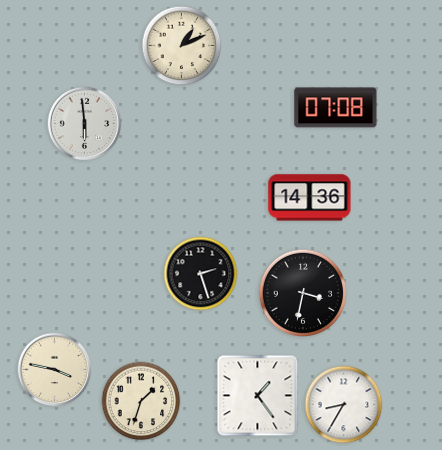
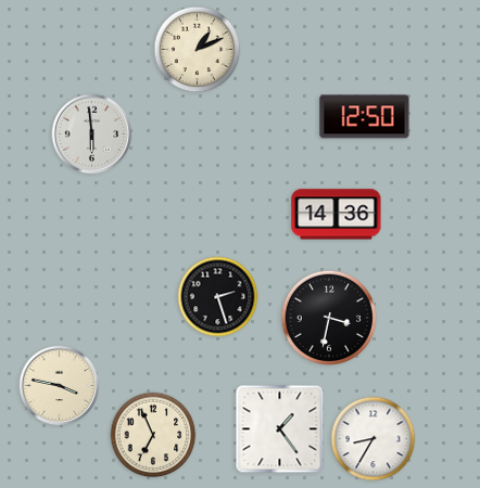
clock at (336, 108): 07:08 -> 12:50
clock at (55, 370) position: (55, 370) -> (60, 386)
clock at (141, 401): 1:33 -> 6:56
